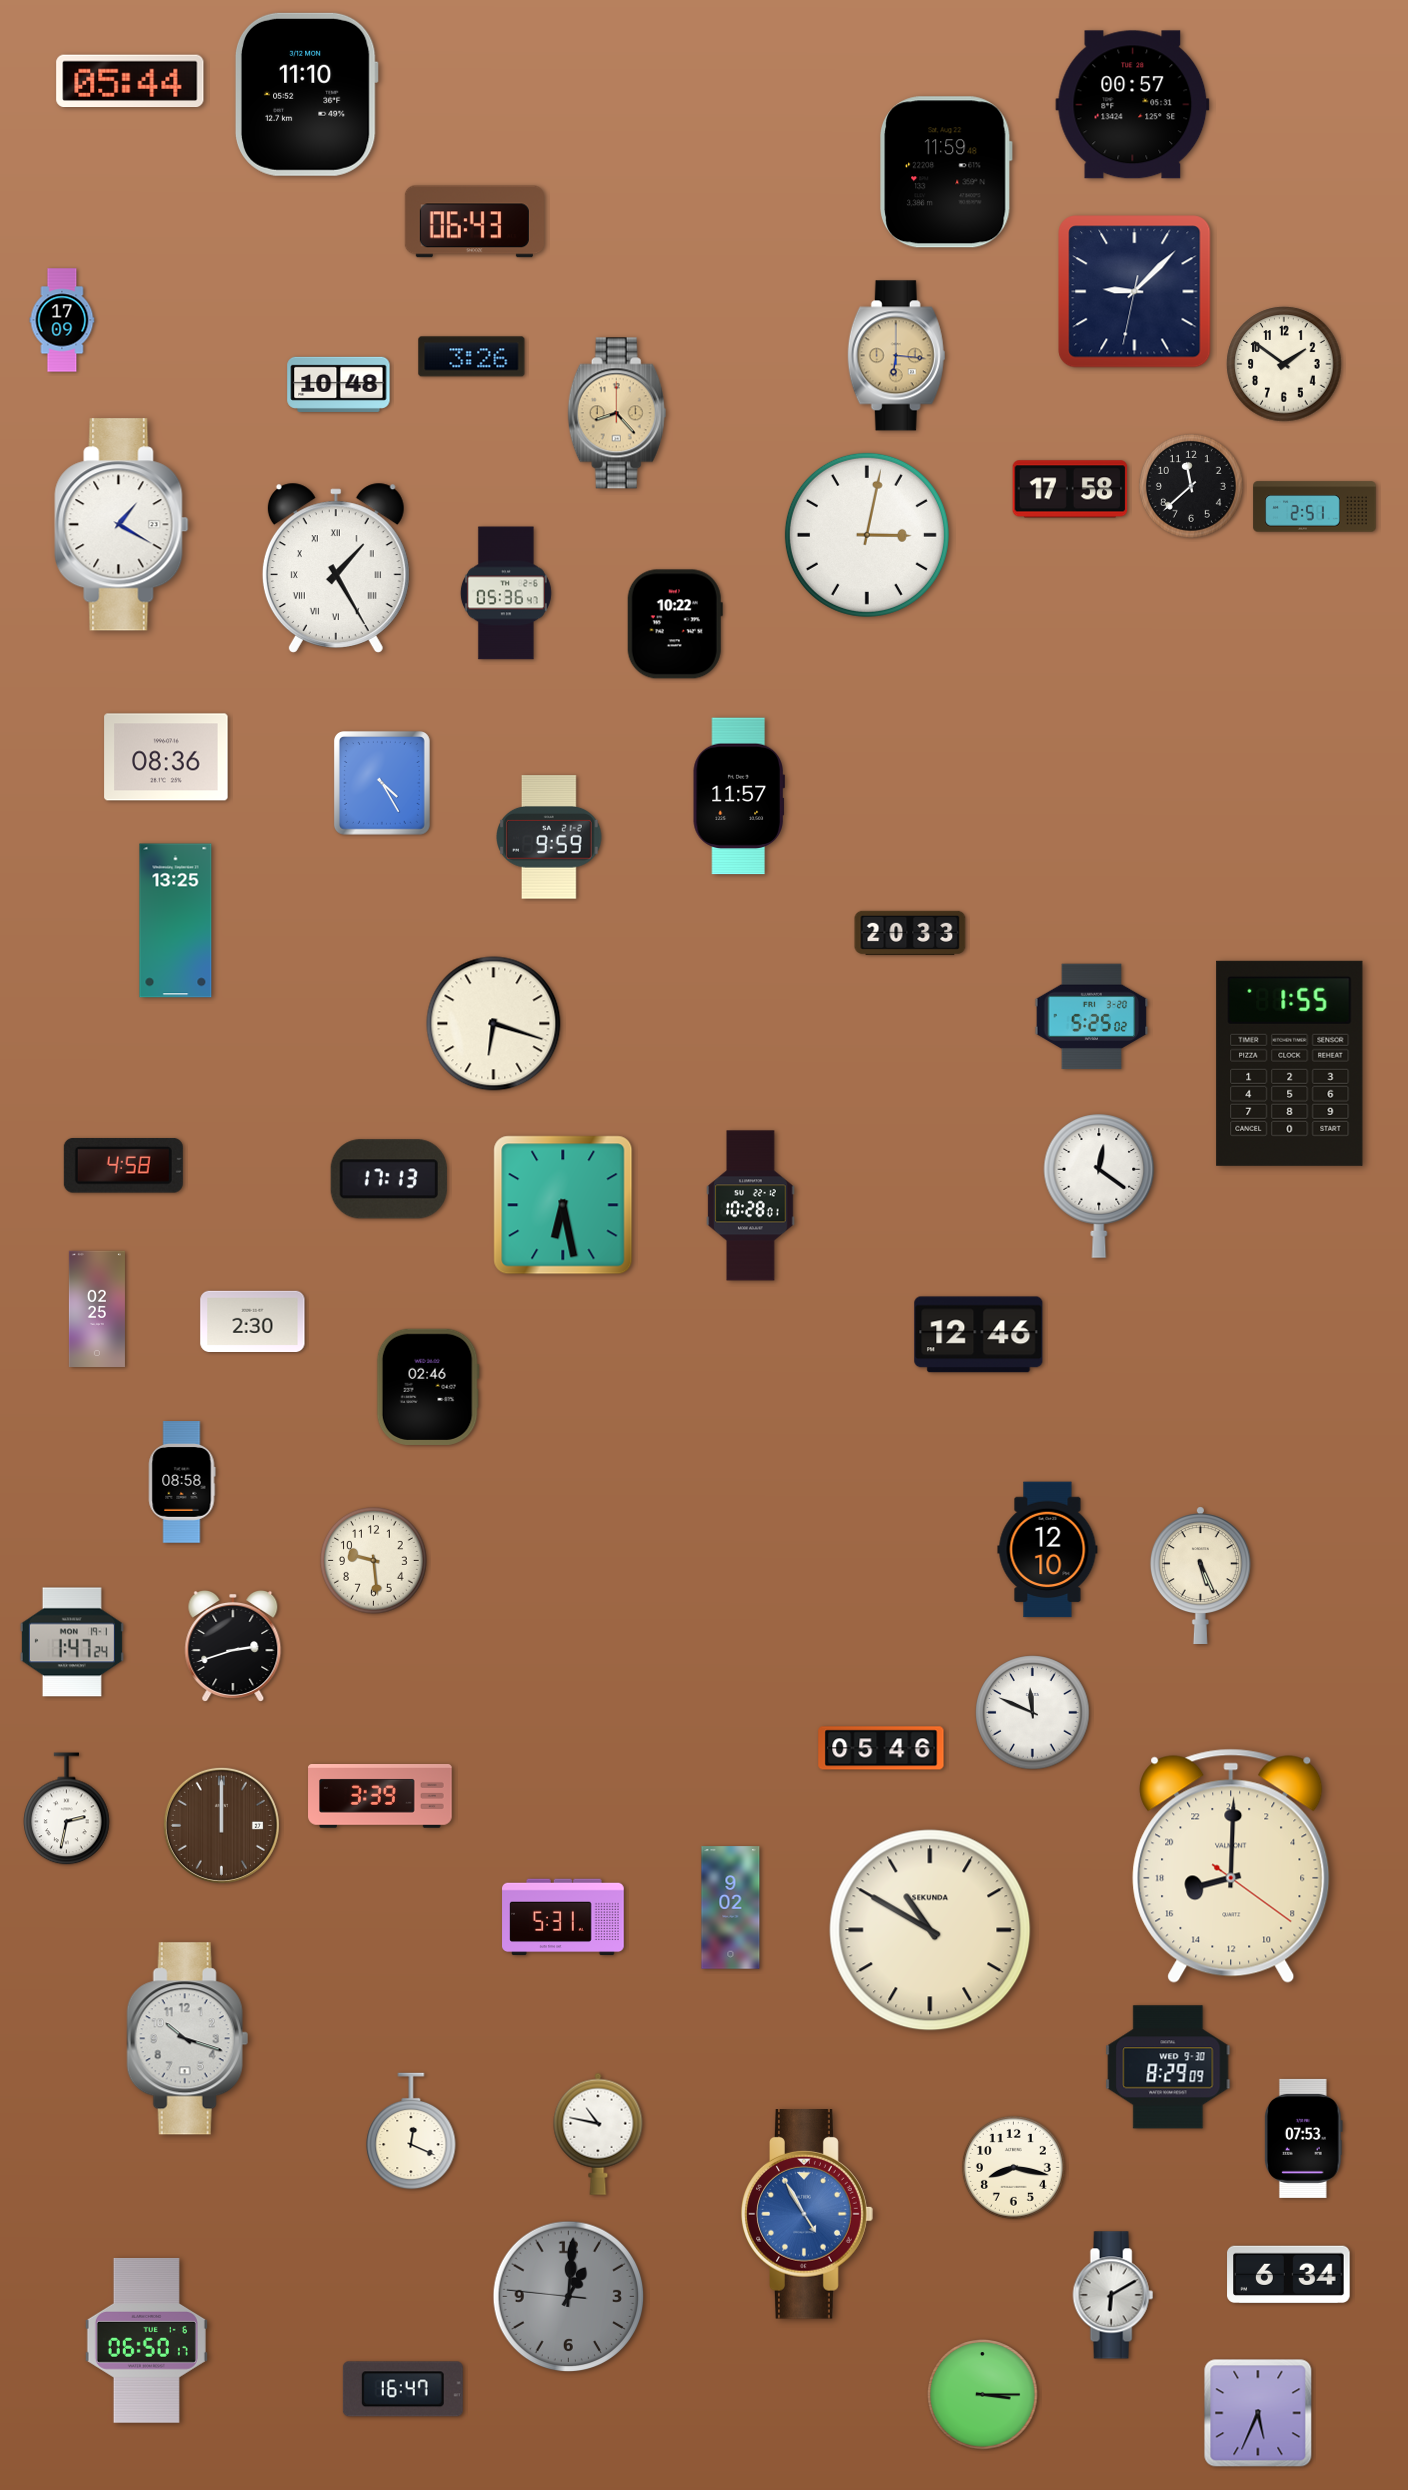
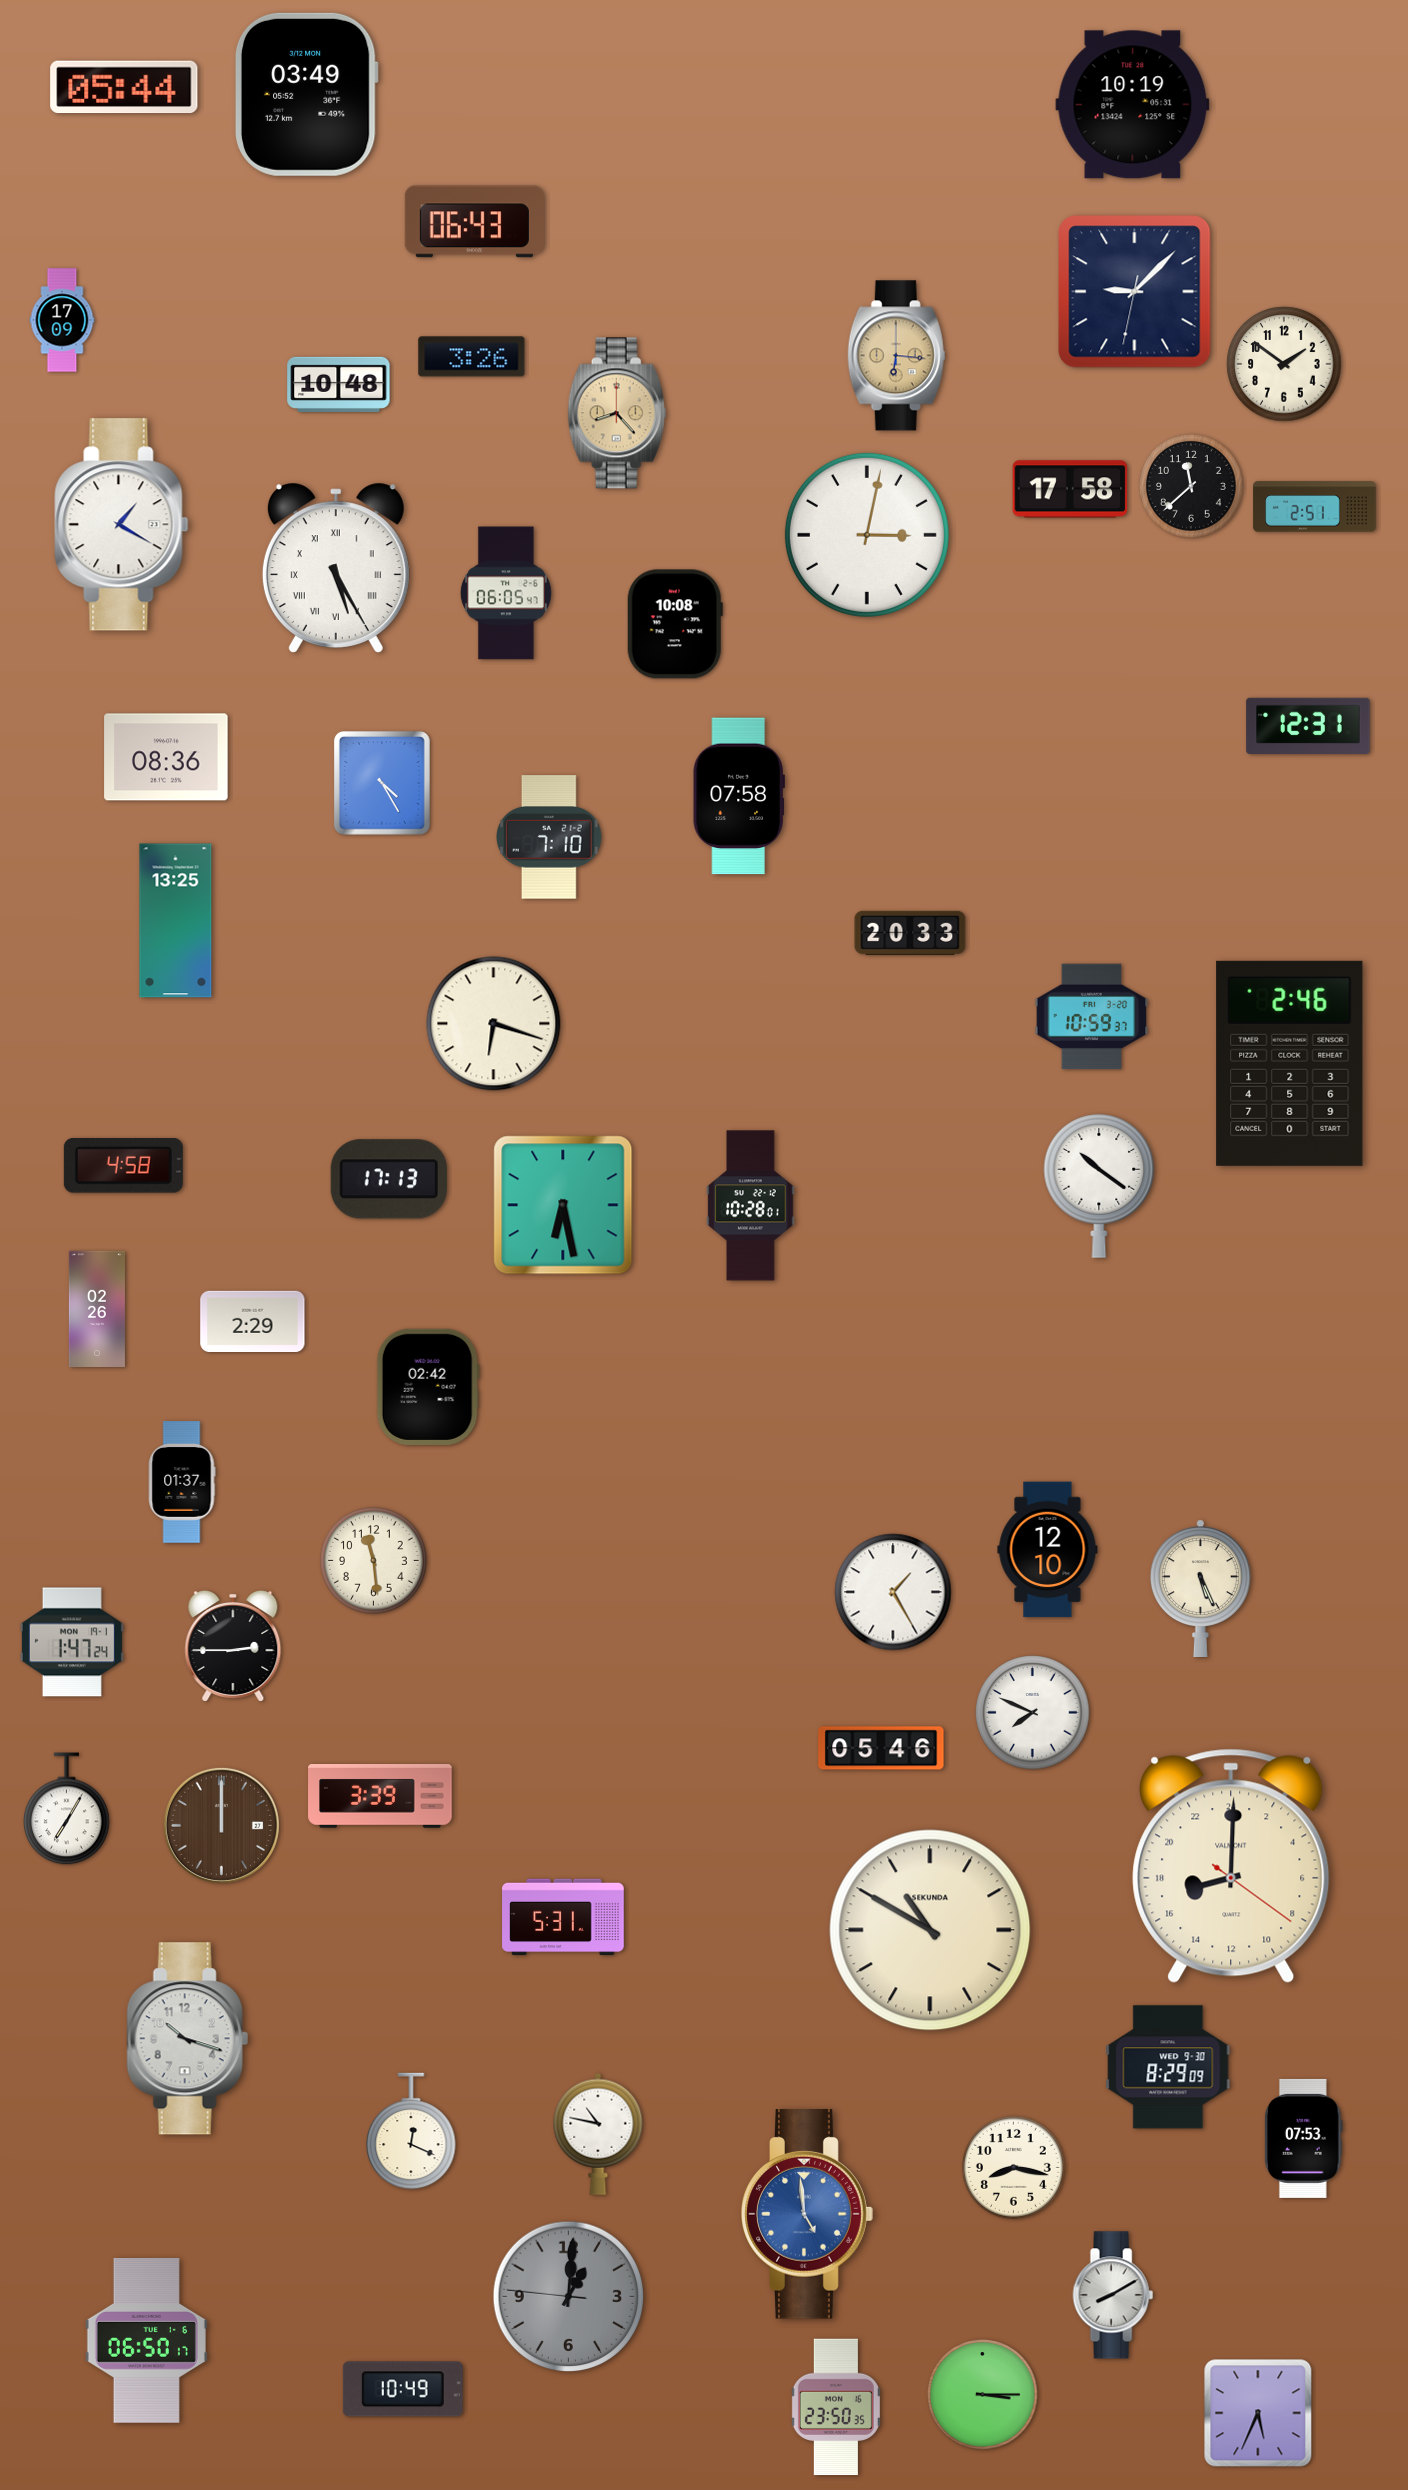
clock at (130, 81) position: (130, 81) -> (124, 87)
clock at (306, 94): 11:10 -> 03:49
clock at (1133, 105): 00:57 -> 10:19
clock at (946, 172): 11:59 -> none
clock at (336, 568): 1:25 -> 5:25
clock at (506, 593): 05:36 -> 06:05
clock at (675, 624): 10:22 -> 10:08
clock at (1308, 725): none -> 12:31
clock at (739, 796): 11:57 -> 07:58
clock at (549, 837): 9:59 -> 7:10
clock at (1092, 1017): 5:25 -> 10:59
clock at (1290, 1063): 1:55 -> 2:46
clock at (1099, 1186): 12:21 -> 10:21
clock at (97, 1309): 02:25 -> 02:26
clock at (253, 1321): 2:30 -> 2:29
clock at (979, 1335): 12:46 -> none
clock at (428, 1387): 02:46 -> 02:42
clock at (182, 1482): 08:58 -> 01:37
clock at (374, 1561): 9:29 -> 11:29
clock at (1200, 1575) position: (1200, 1575) -> (1200, 1588)
clock at (893, 1592): none -> 1:25
clock at (233, 1646): 2:42 -> 2:45
clock at (1033, 1713): 11:49 -> 7:49
clock at (67, 1809): 2:32 -> 7:05
clock at (731, 1908): 9:02 -> none
clock at (807, 2214): 4:55 -> 4:59
clock at (1289, 2274): 6:34 -> none
clock at (1113, 2295): 6:10 -> 8:10
clock at (403, 2389): 16:47 -> 10:49
clock at (836, 2407): none -> 23:50
